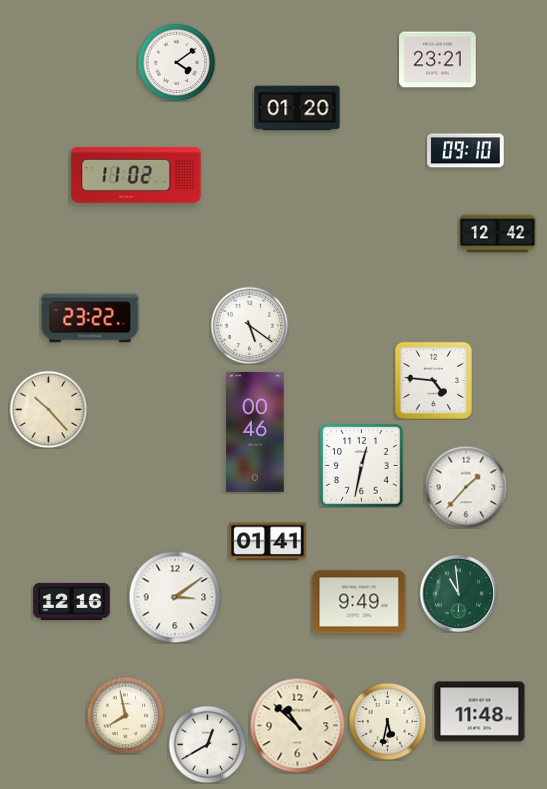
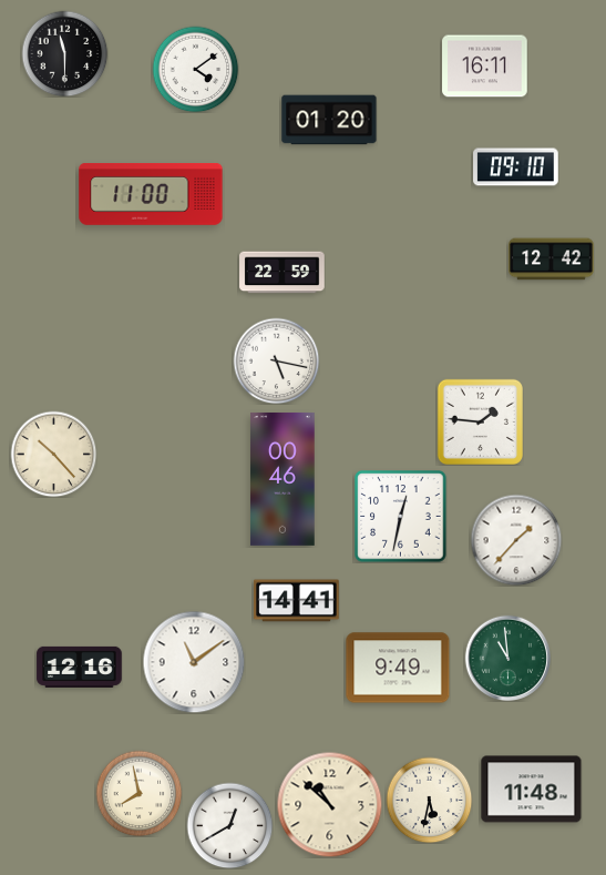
clock at (64, 53): none -> 11:30
clock at (438, 60): 23:21 -> 16:11
clock at (136, 176): 11:02 -> 11:00
clock at (283, 273): none -> 22:59
clock at (90, 318): 23:22 -> none
clock at (249, 325): 5:21 -> 5:17
clock at (433, 380): 4:46 -> 1:46
clock at (268, 542): 01:41 -> 14:41
clock at (175, 597): 3:09 -> 11:09
